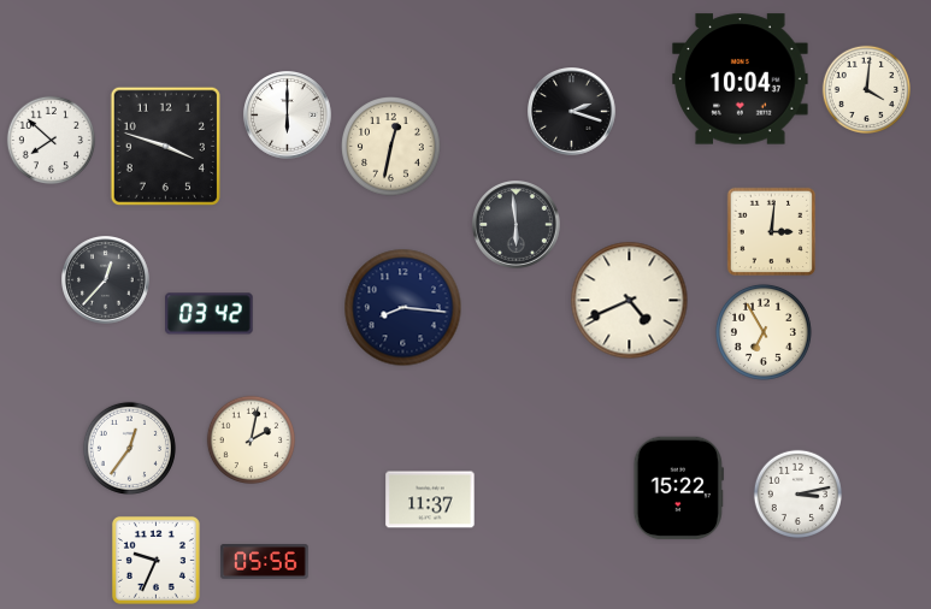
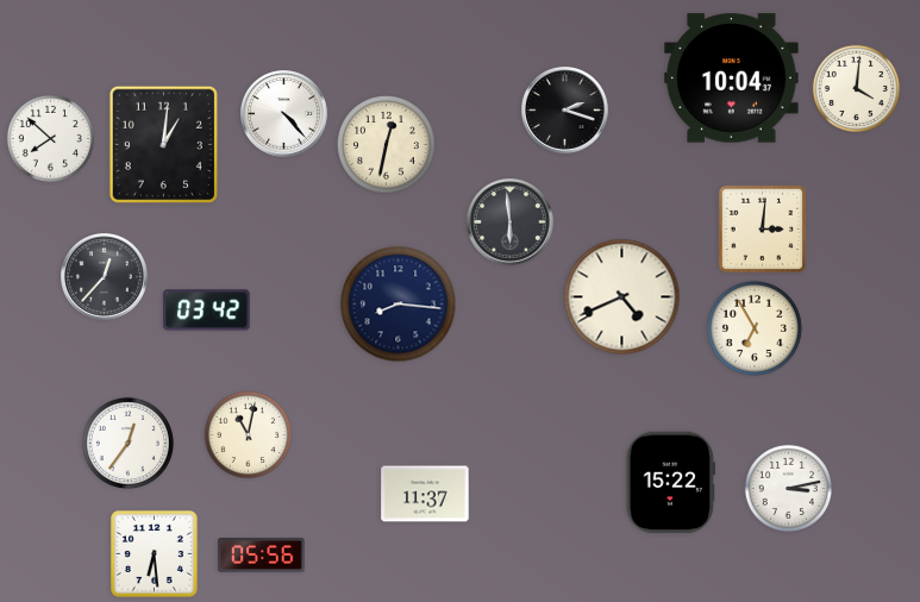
clock at (288, 116): 6:00 -> 4:23
clock at (165, 146): 3:48 -> 1:01
clock at (251, 439): 2:02 -> 11:02
clock at (155, 560): 9:34 -> 6:29
